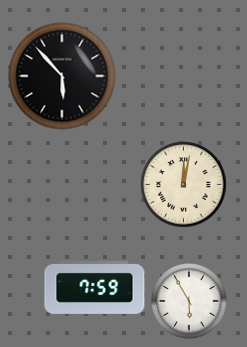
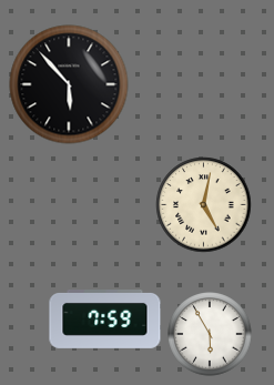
clock at (184, 185): 12:02 -> 5:02
